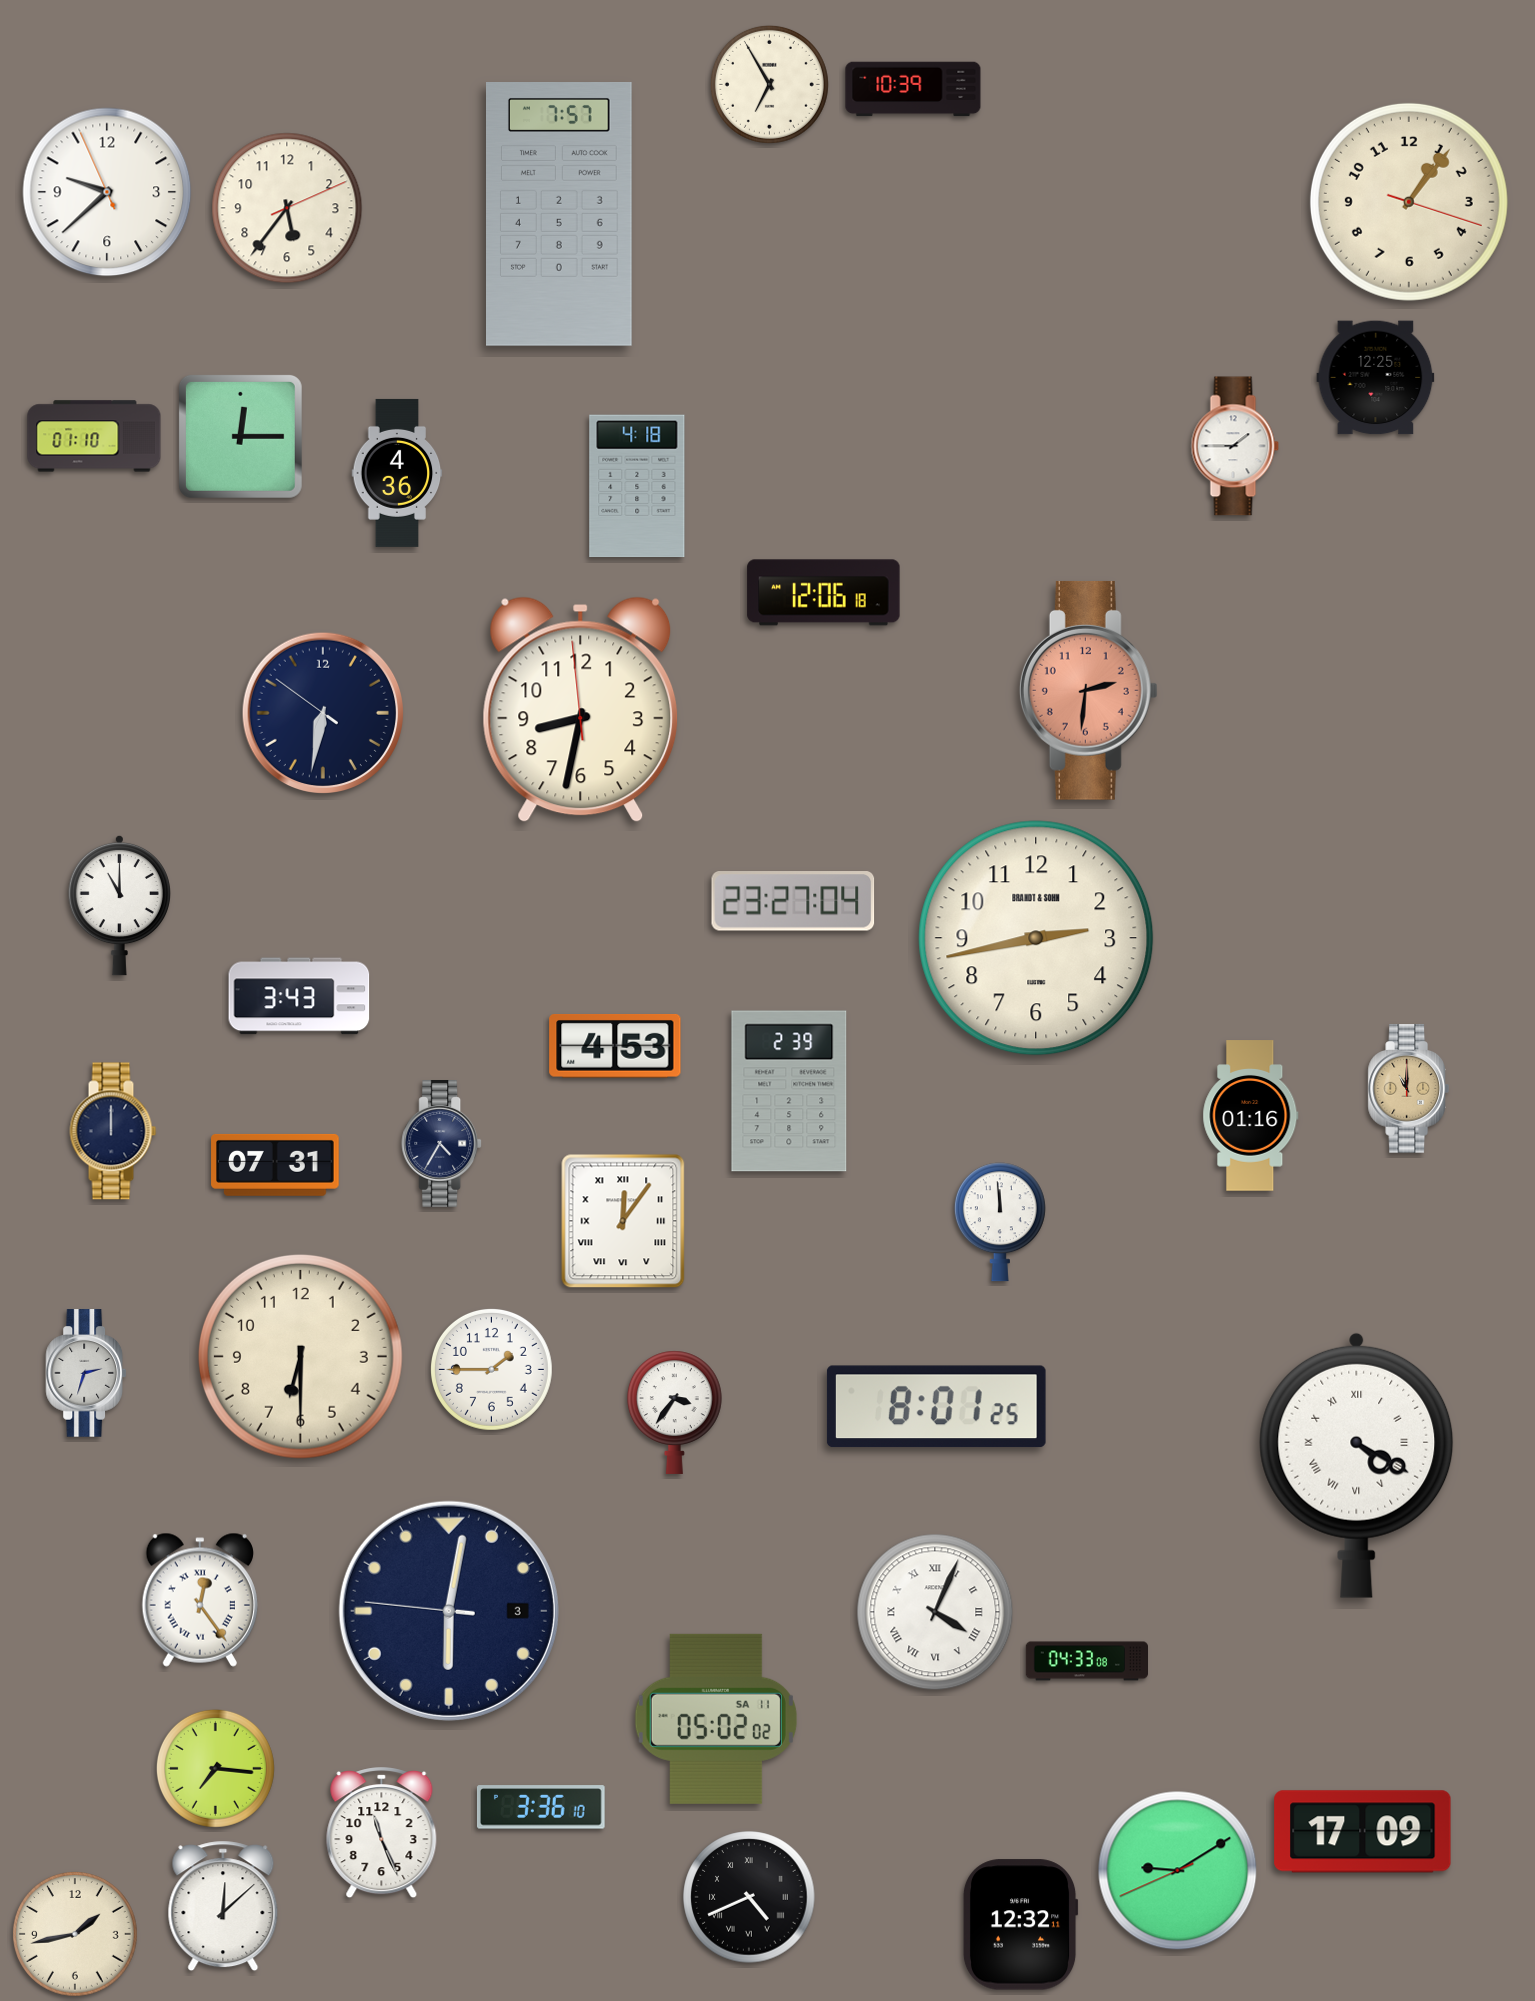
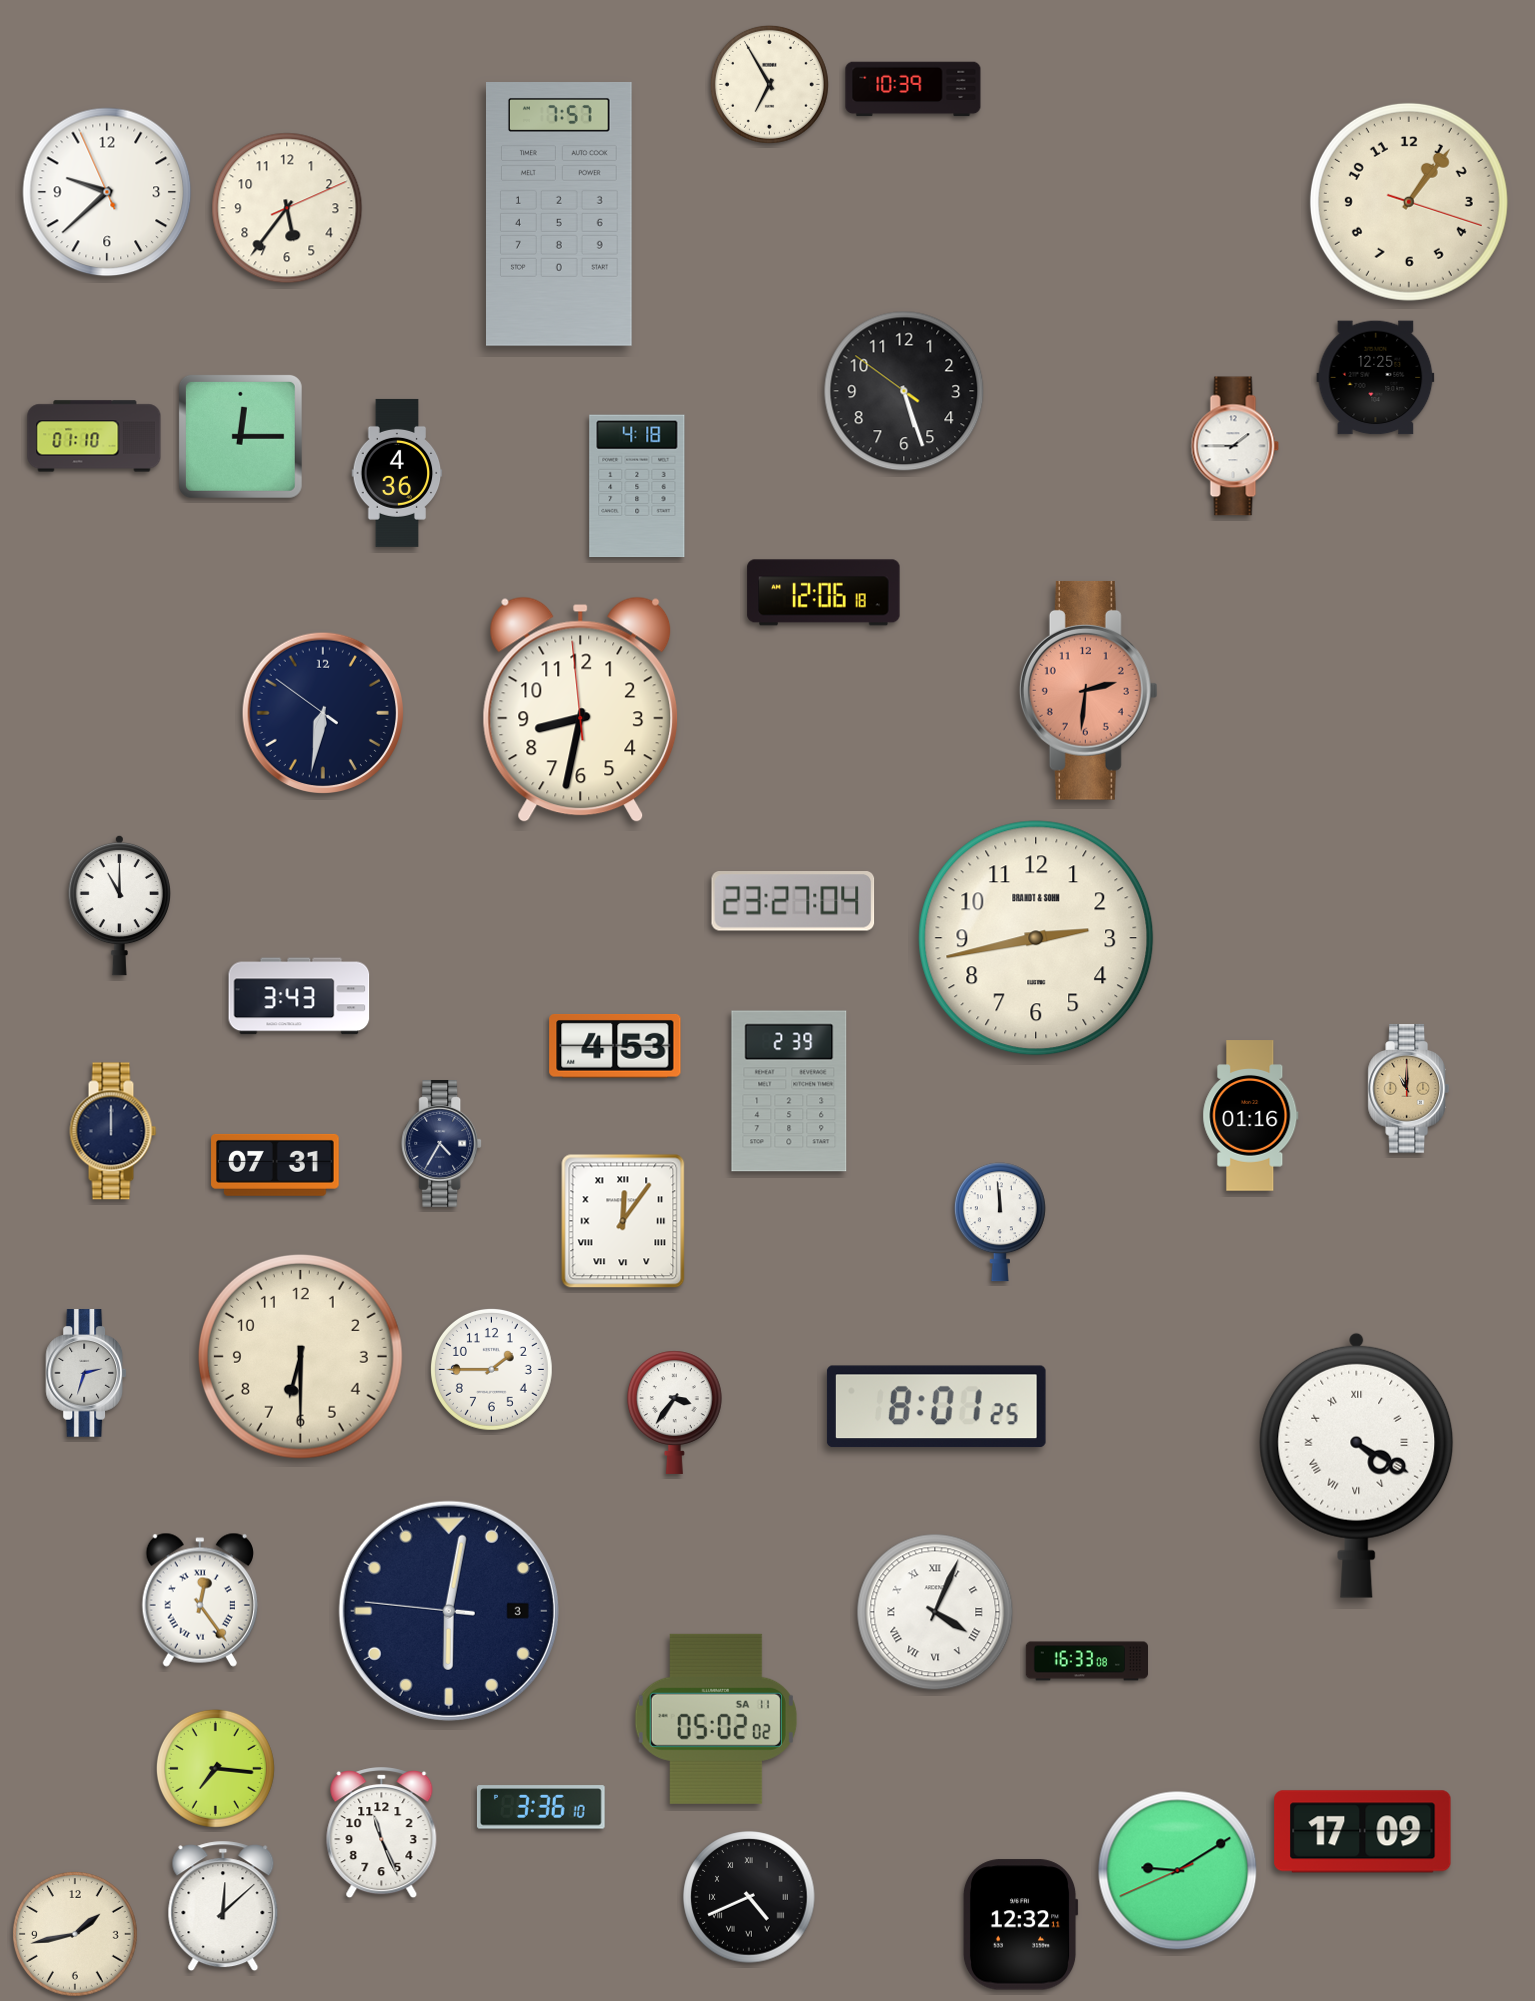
clock at (904, 391): none -> 5:26
clock at (1086, 1661): 04:33 -> 16:33
